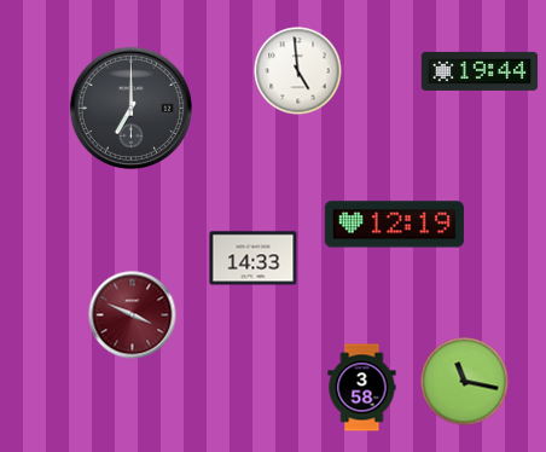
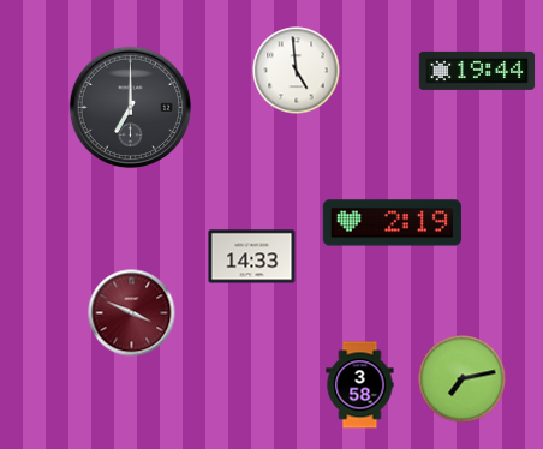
clock at (394, 225): 12:19 -> 2:19
clock at (465, 382): 11:17 -> 7:13
